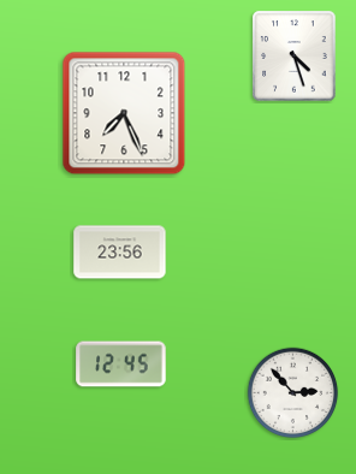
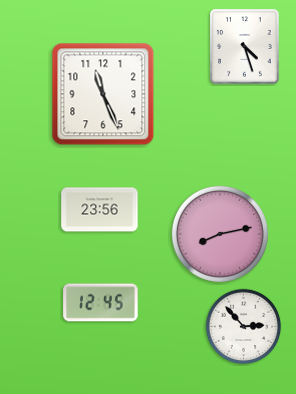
clock at (124, 113): 7:26 -> 11:26
clock at (220, 234): none -> 8:13
